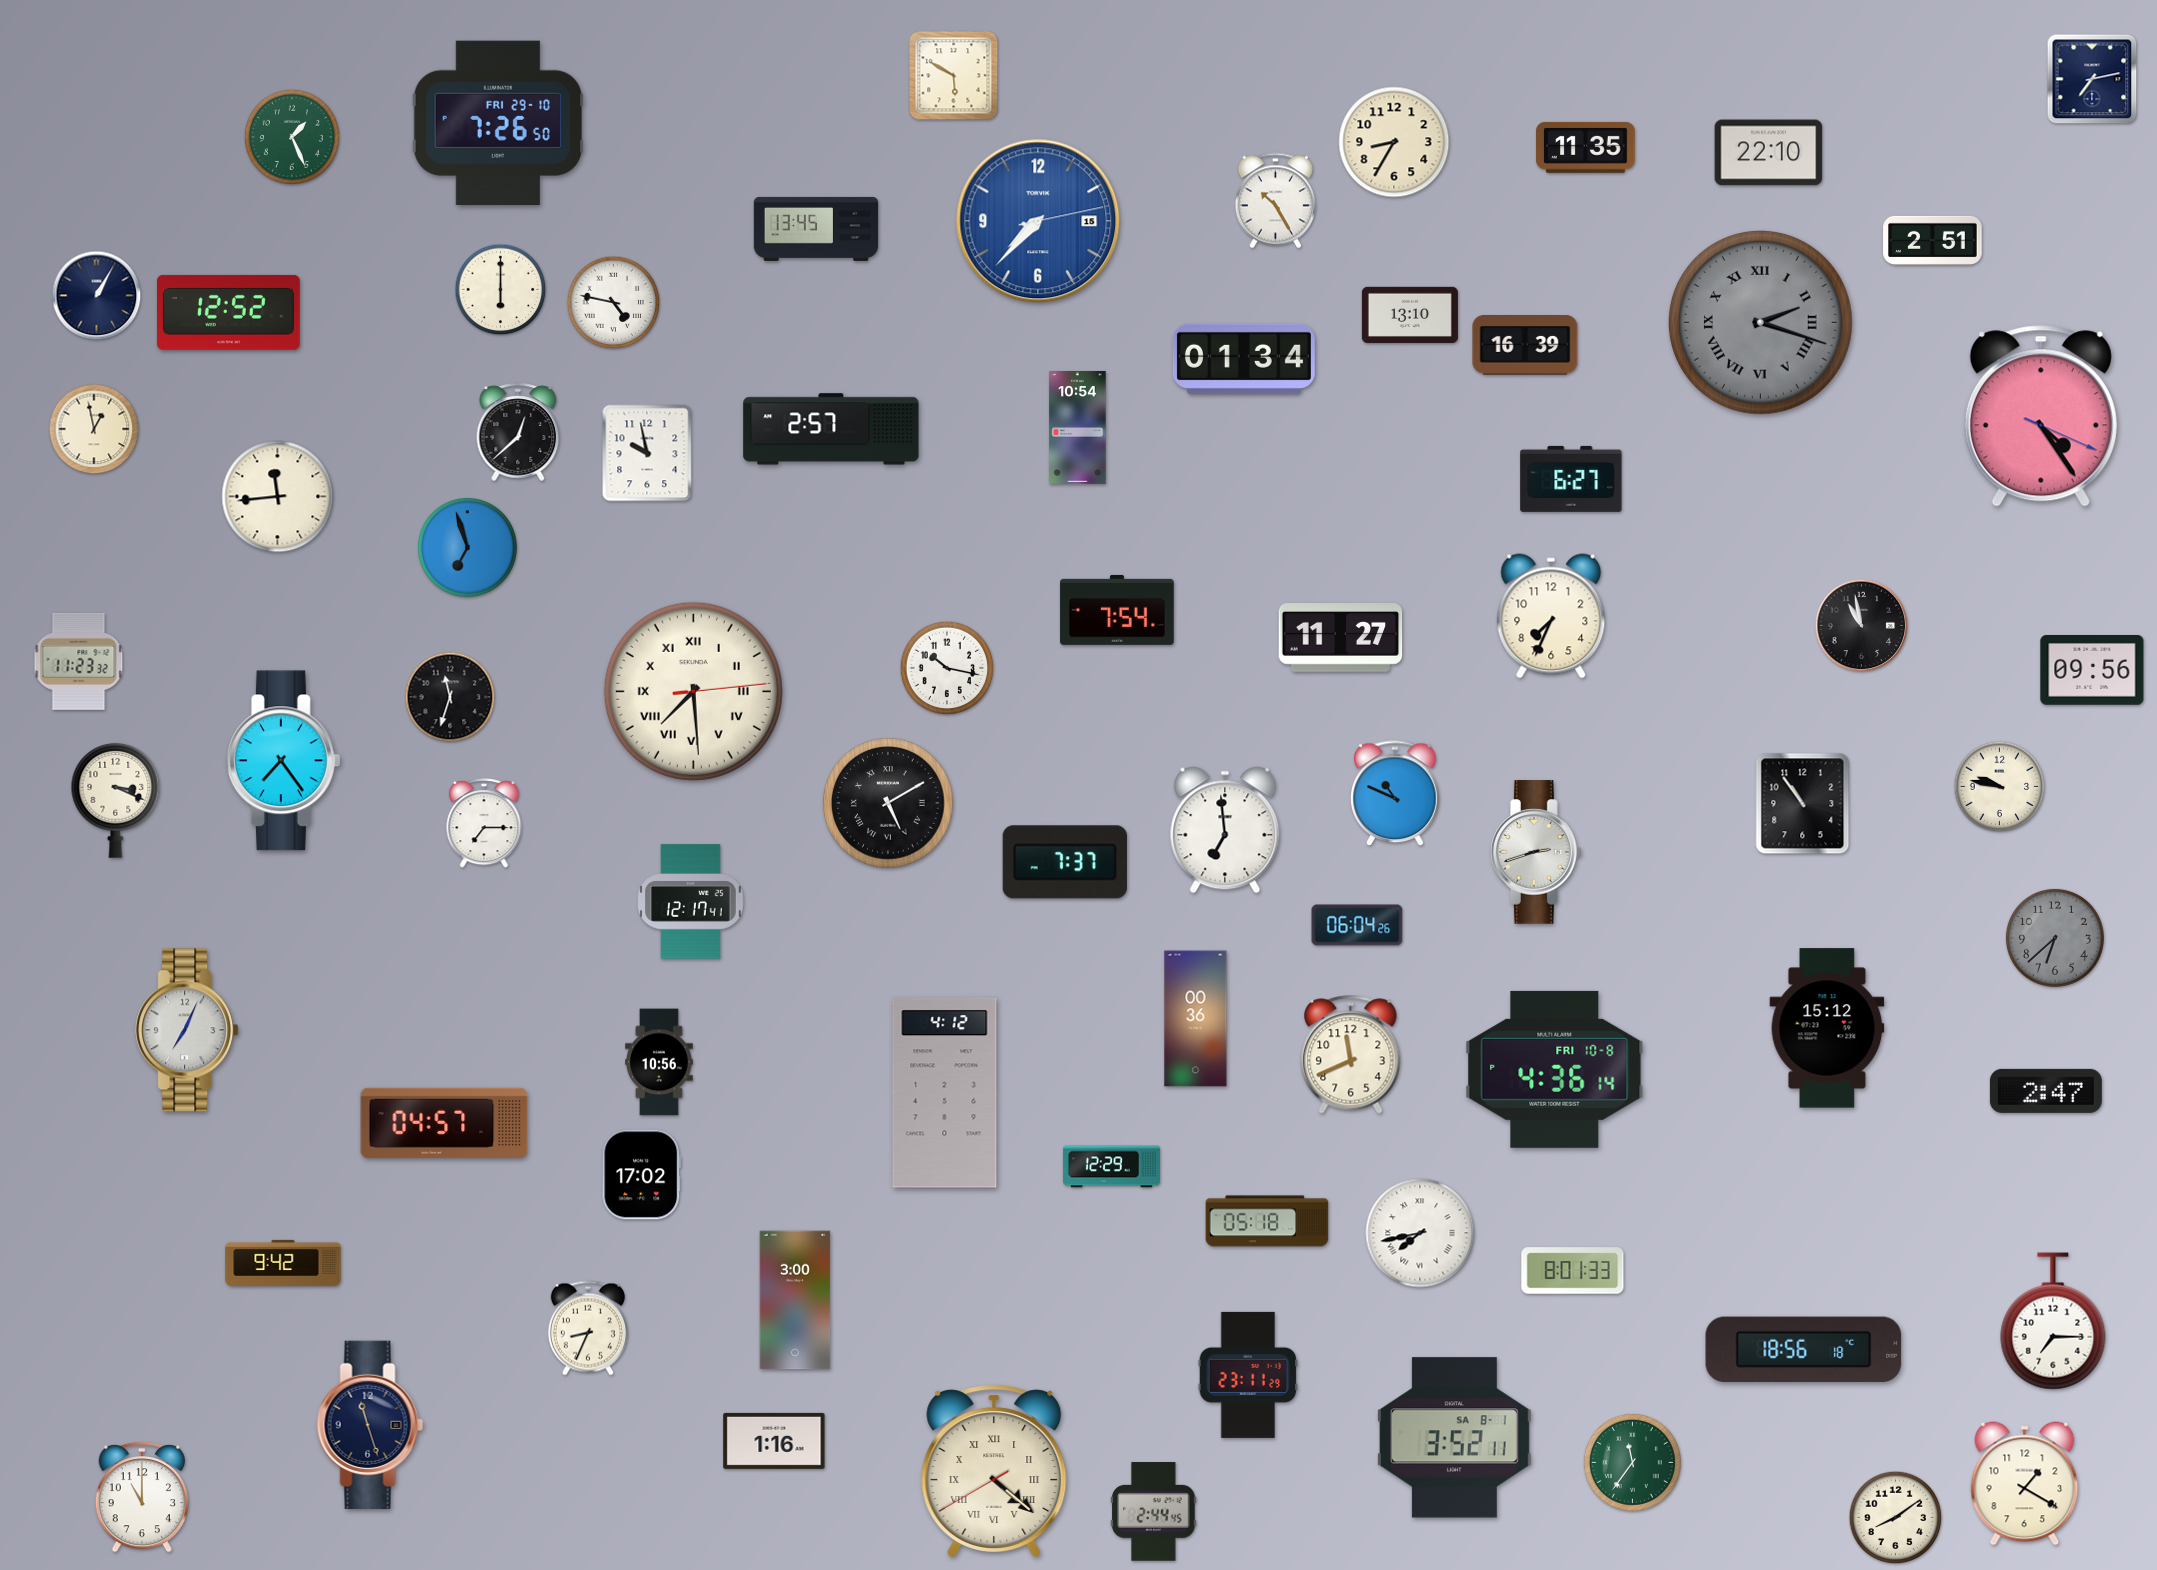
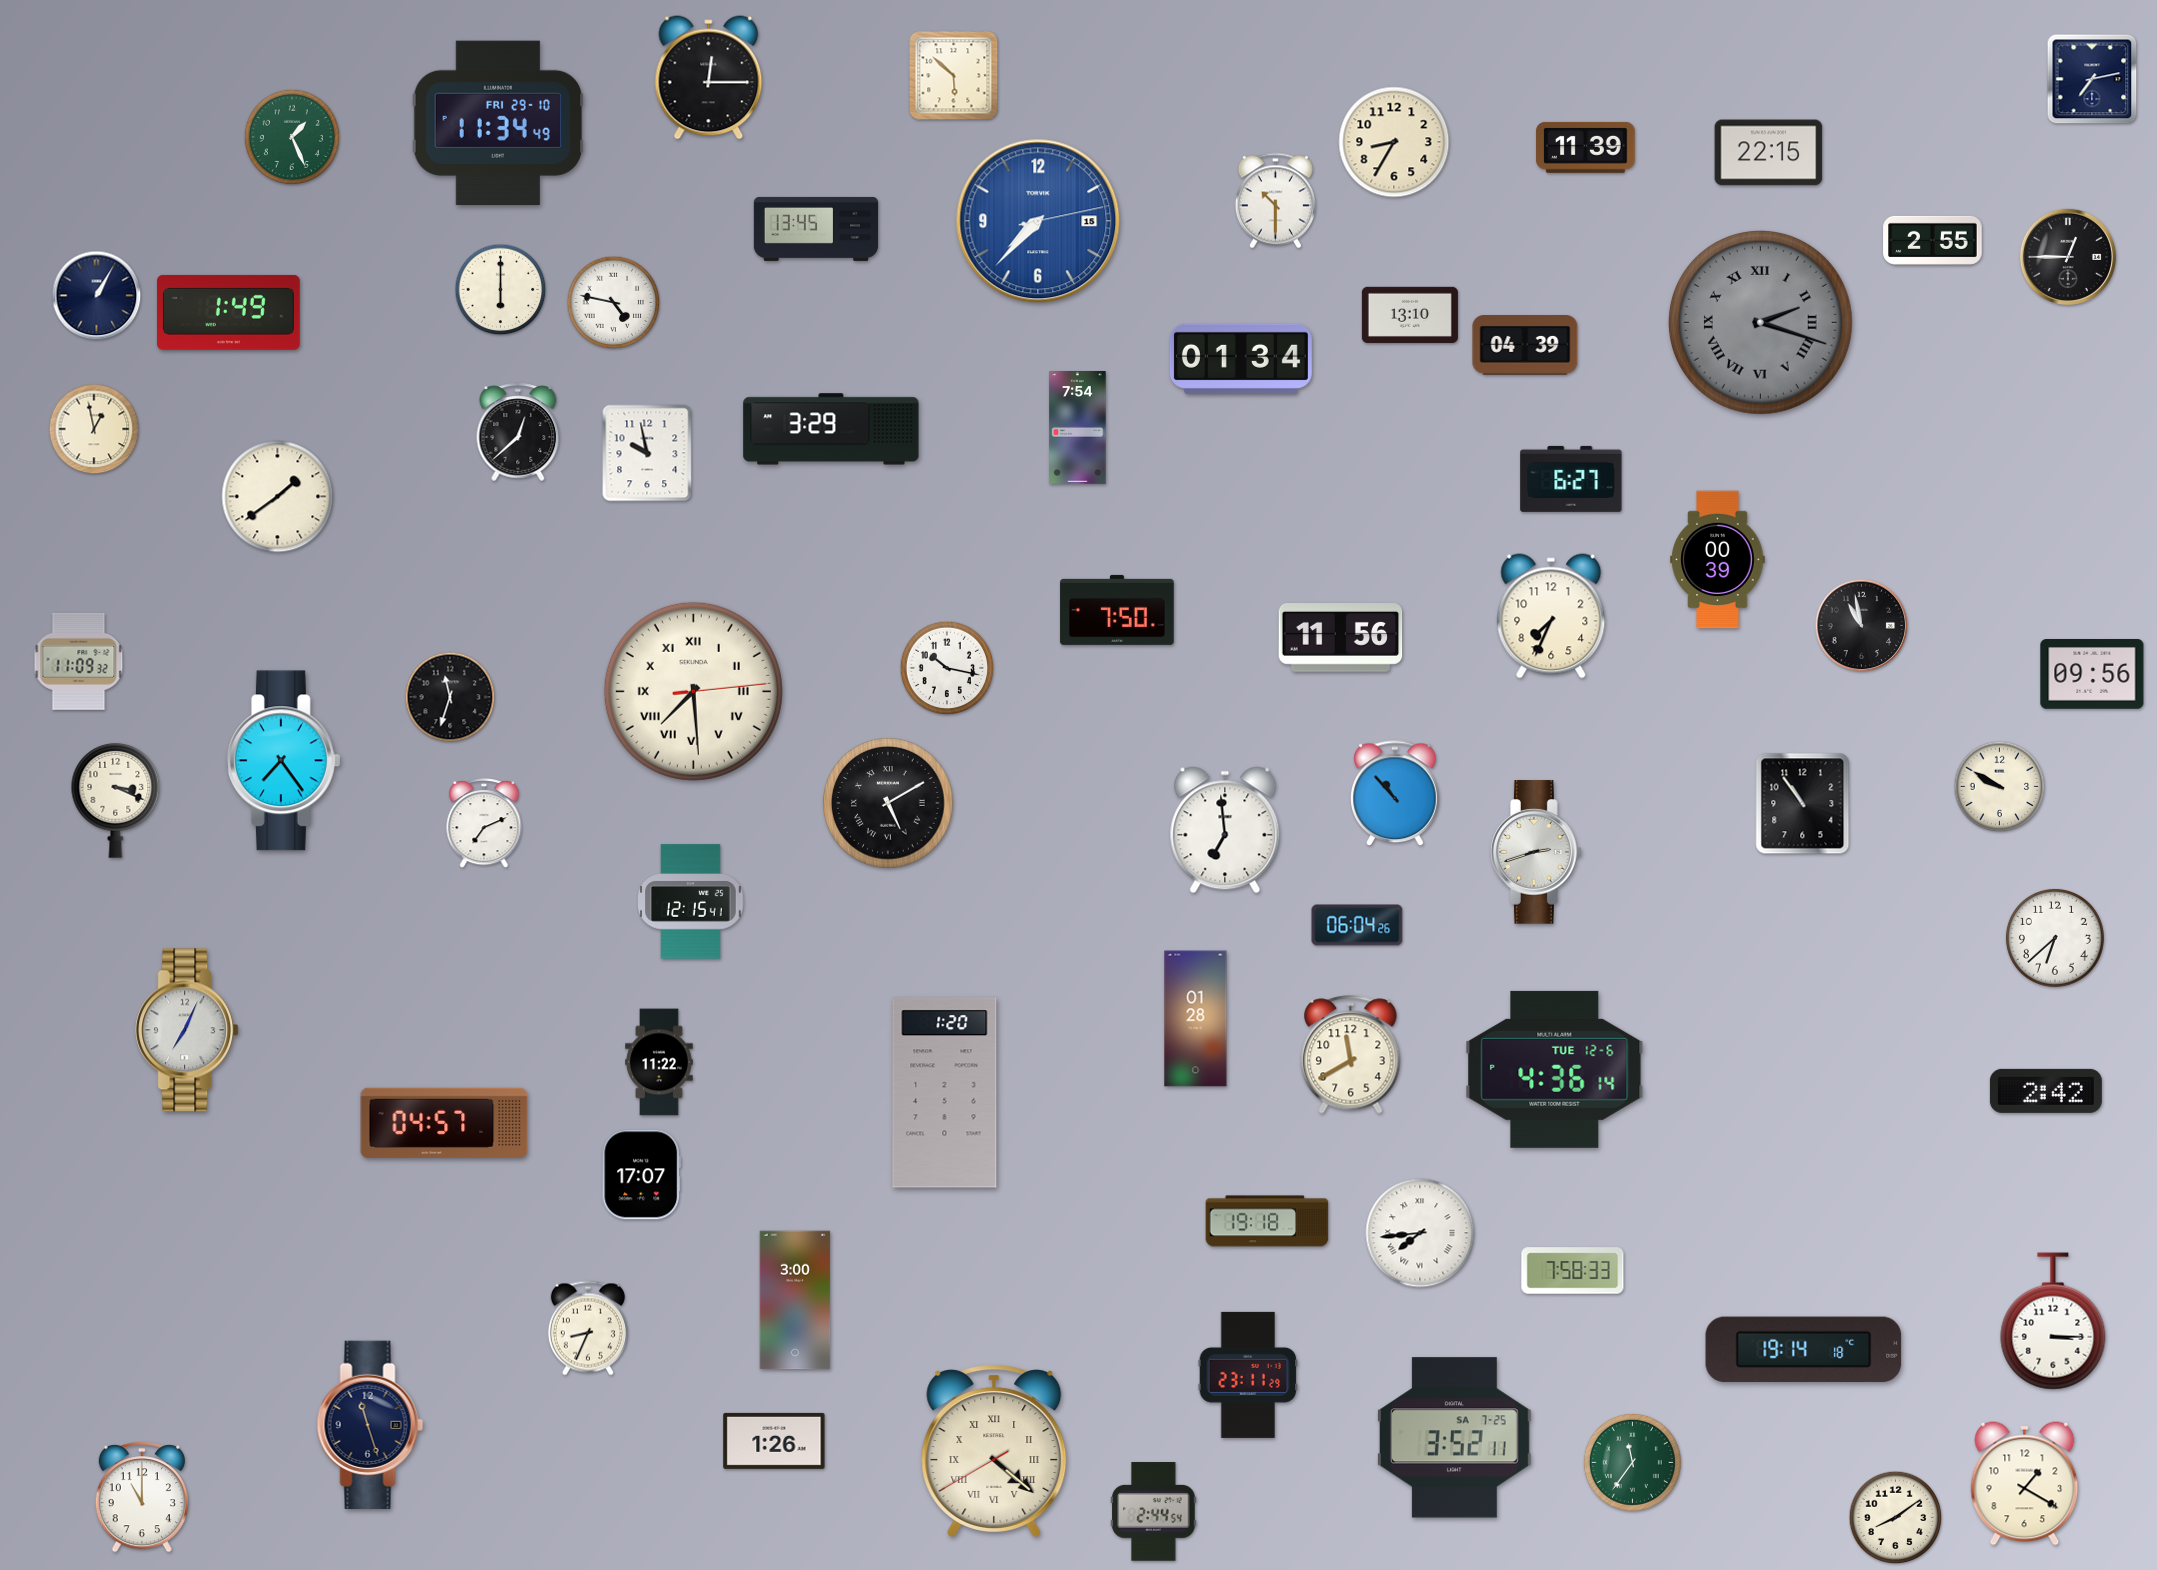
clock at (954, 76): 5:50 -> 5:52
clock at (709, 78): none -> 12:15
clock at (498, 122): 7:26 -> 11:34
clock at (1586, 147): 11:35 -> 11:39
clock at (1769, 153): 22:10 -> 22:15
clock at (1275, 201): 10:25 -> 10:30
clock at (1933, 240): 2:51 -> 2:55
clock at (2068, 257): none -> 12:45
clock at (229, 312): 12:52 -> 1:49
clock at (1525, 345): 16:39 -> 04:39
clock at (1244, 359) position: (1244, 359) -> (1241, 359)
clock at (2041, 416): 4:24 -> none
clock at (1078, 428): 10:54 -> 7:54
clock at (831, 429): 2:57 -> 3:29
clock at (278, 497): 11:44 -> 1:39
clock at (467, 547): 6:57 -> none
clock at (1718, 560): none -> 00:39
clock at (1117, 610): 7:54 -> 7:50
clock at (1341, 638): 11:27 -> 11:56
clock at (79, 661): 11:23 -> 11:09
clock at (2092, 671) position: (2092, 671) -> (2092, 675)
clock at (2000, 787): 9:47 -> 9:50
clock at (1395, 794): 10:49 -> 10:53
clock at (484, 824): 7:15 -> 7:11
clock at (1065, 862): 7:37 -> none
clock at (691, 902): 12:17 -> 12:15
clock at (2055, 938) dial: grey -> white
clock at (1196, 1019): 00:36 -> 01:28
clock at (1827, 1028): 15:12 -> none
clock at (1351, 1055): 11:41 -> 11:40
clock at (659, 1062): 10:56 -> 11:22
clock at (1555, 1069) date: FRI 10-8 -> TUE 12-6
clock at (2046, 1091): 2:47 -> 2:42
clock at (945, 1093): 4:12 -> 1:20
clock at (1111, 1167): 12:29 -> none
clock at (642, 1175): 17:02 -> 17:07
clock at (1267, 1221): 05:18 -> 19:18
clock at (1420, 1233): 7:43 -> 7:44
clock at (283, 1263): 9:42 -> none
clock at (1573, 1271): 8:01 -> 7:58
clock at (2053, 1321): 7:15 -> 3:15
clock at (1804, 1350): 18:56 -> 19:14
clock at (1454, 1438) date: SA 8-1 -> SA 7-25
clock at (774, 1441): 1:16 -> 1:26
clock at (994, 1471) position: (994, 1471) -> (994, 1451)
clock at (1154, 1512): 2:44:45 -> 2:44:54
